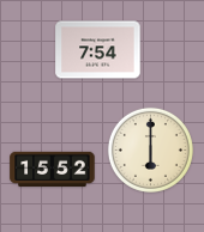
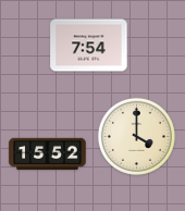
clock at (150, 149): 6:00 -> 4:00
